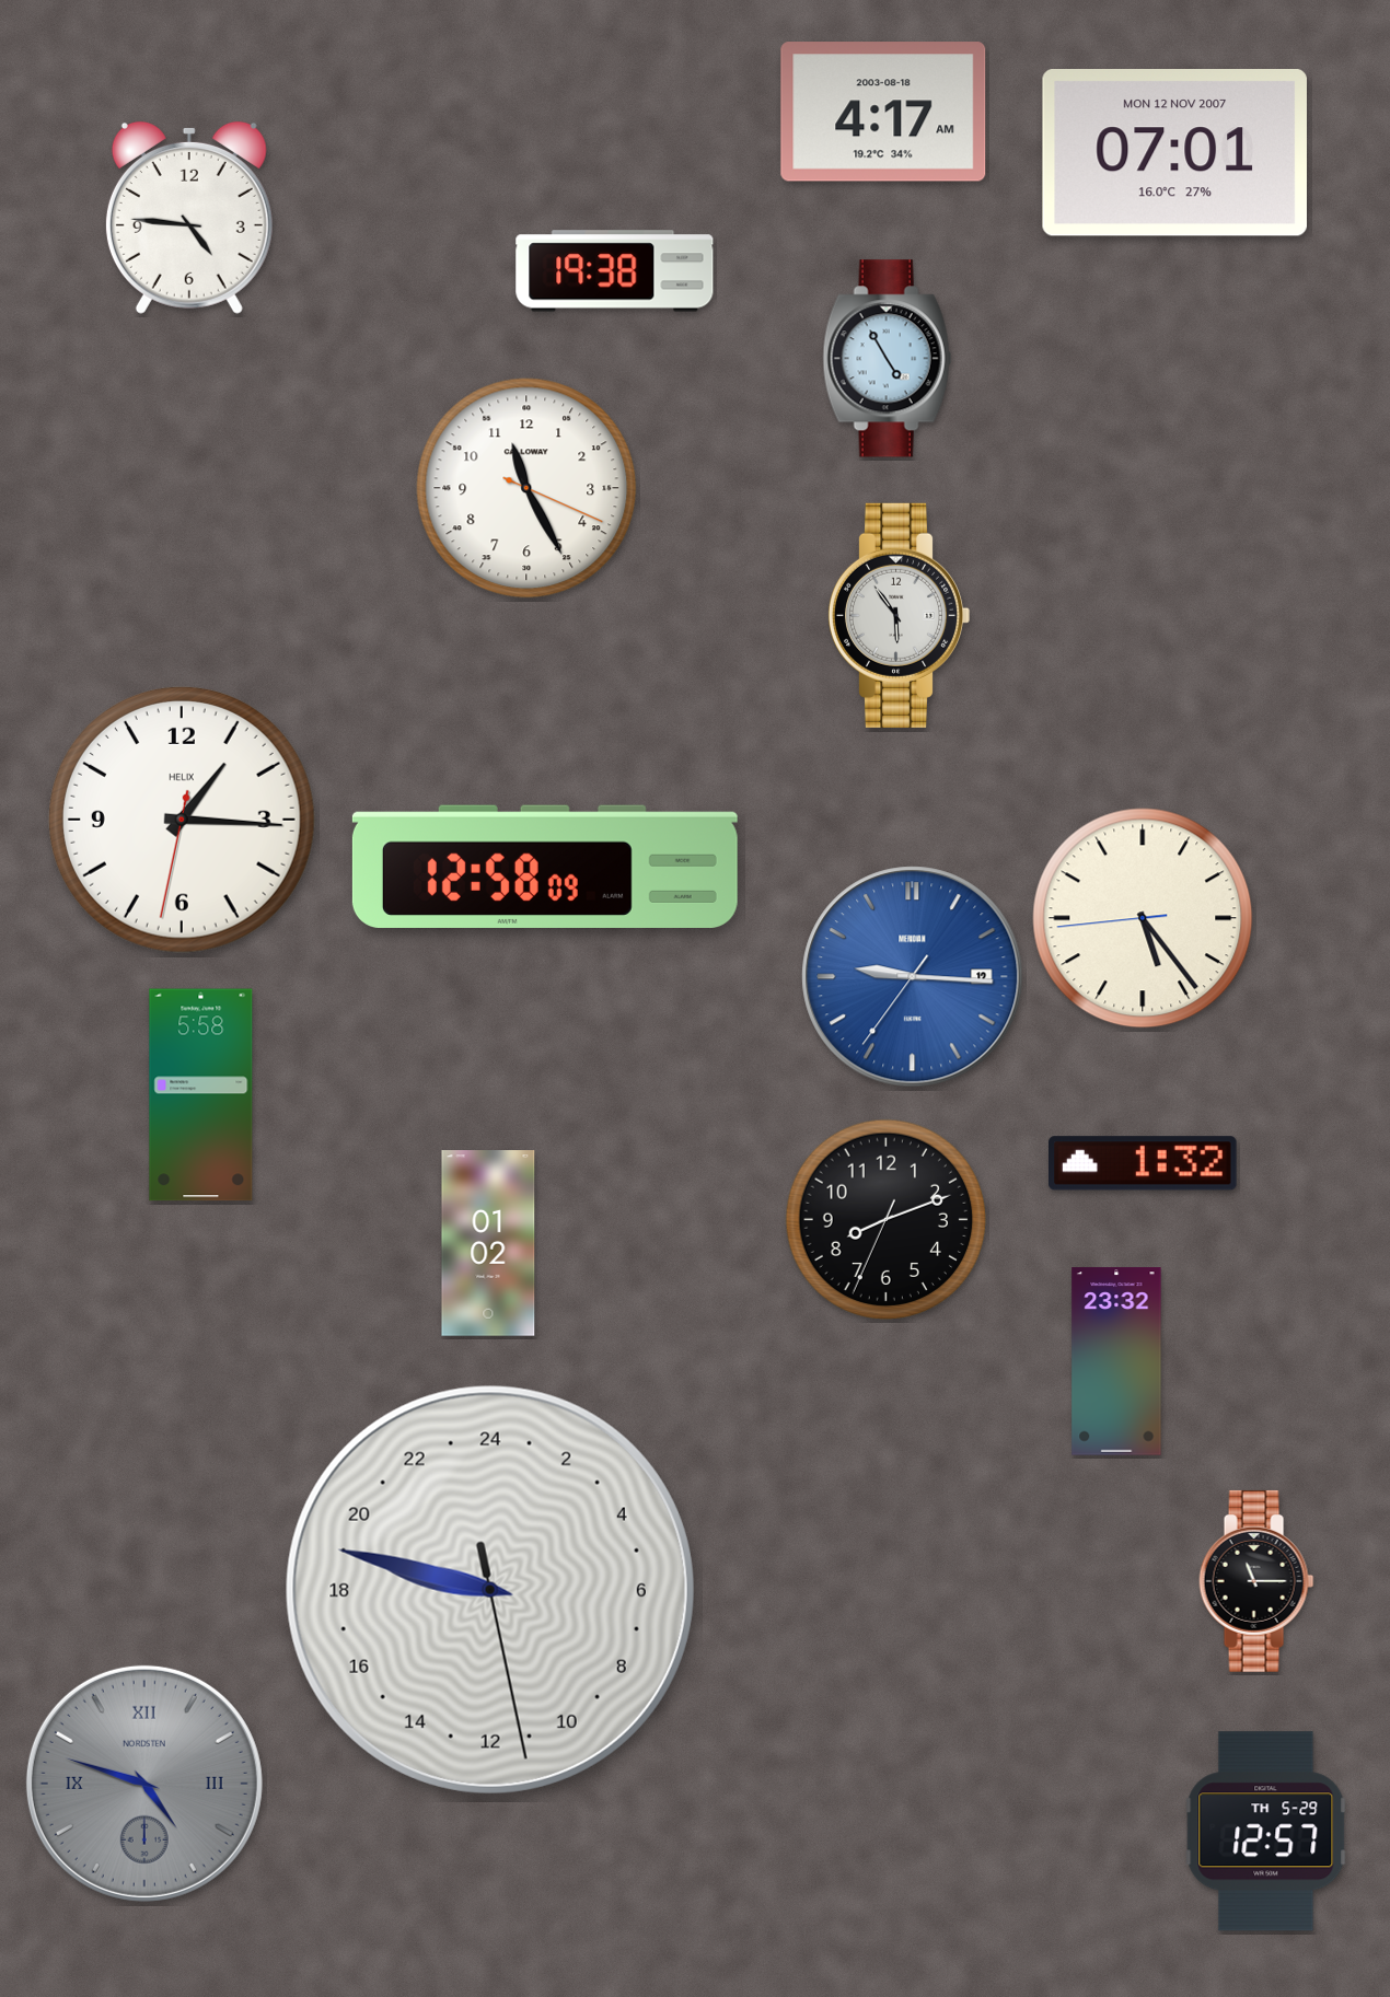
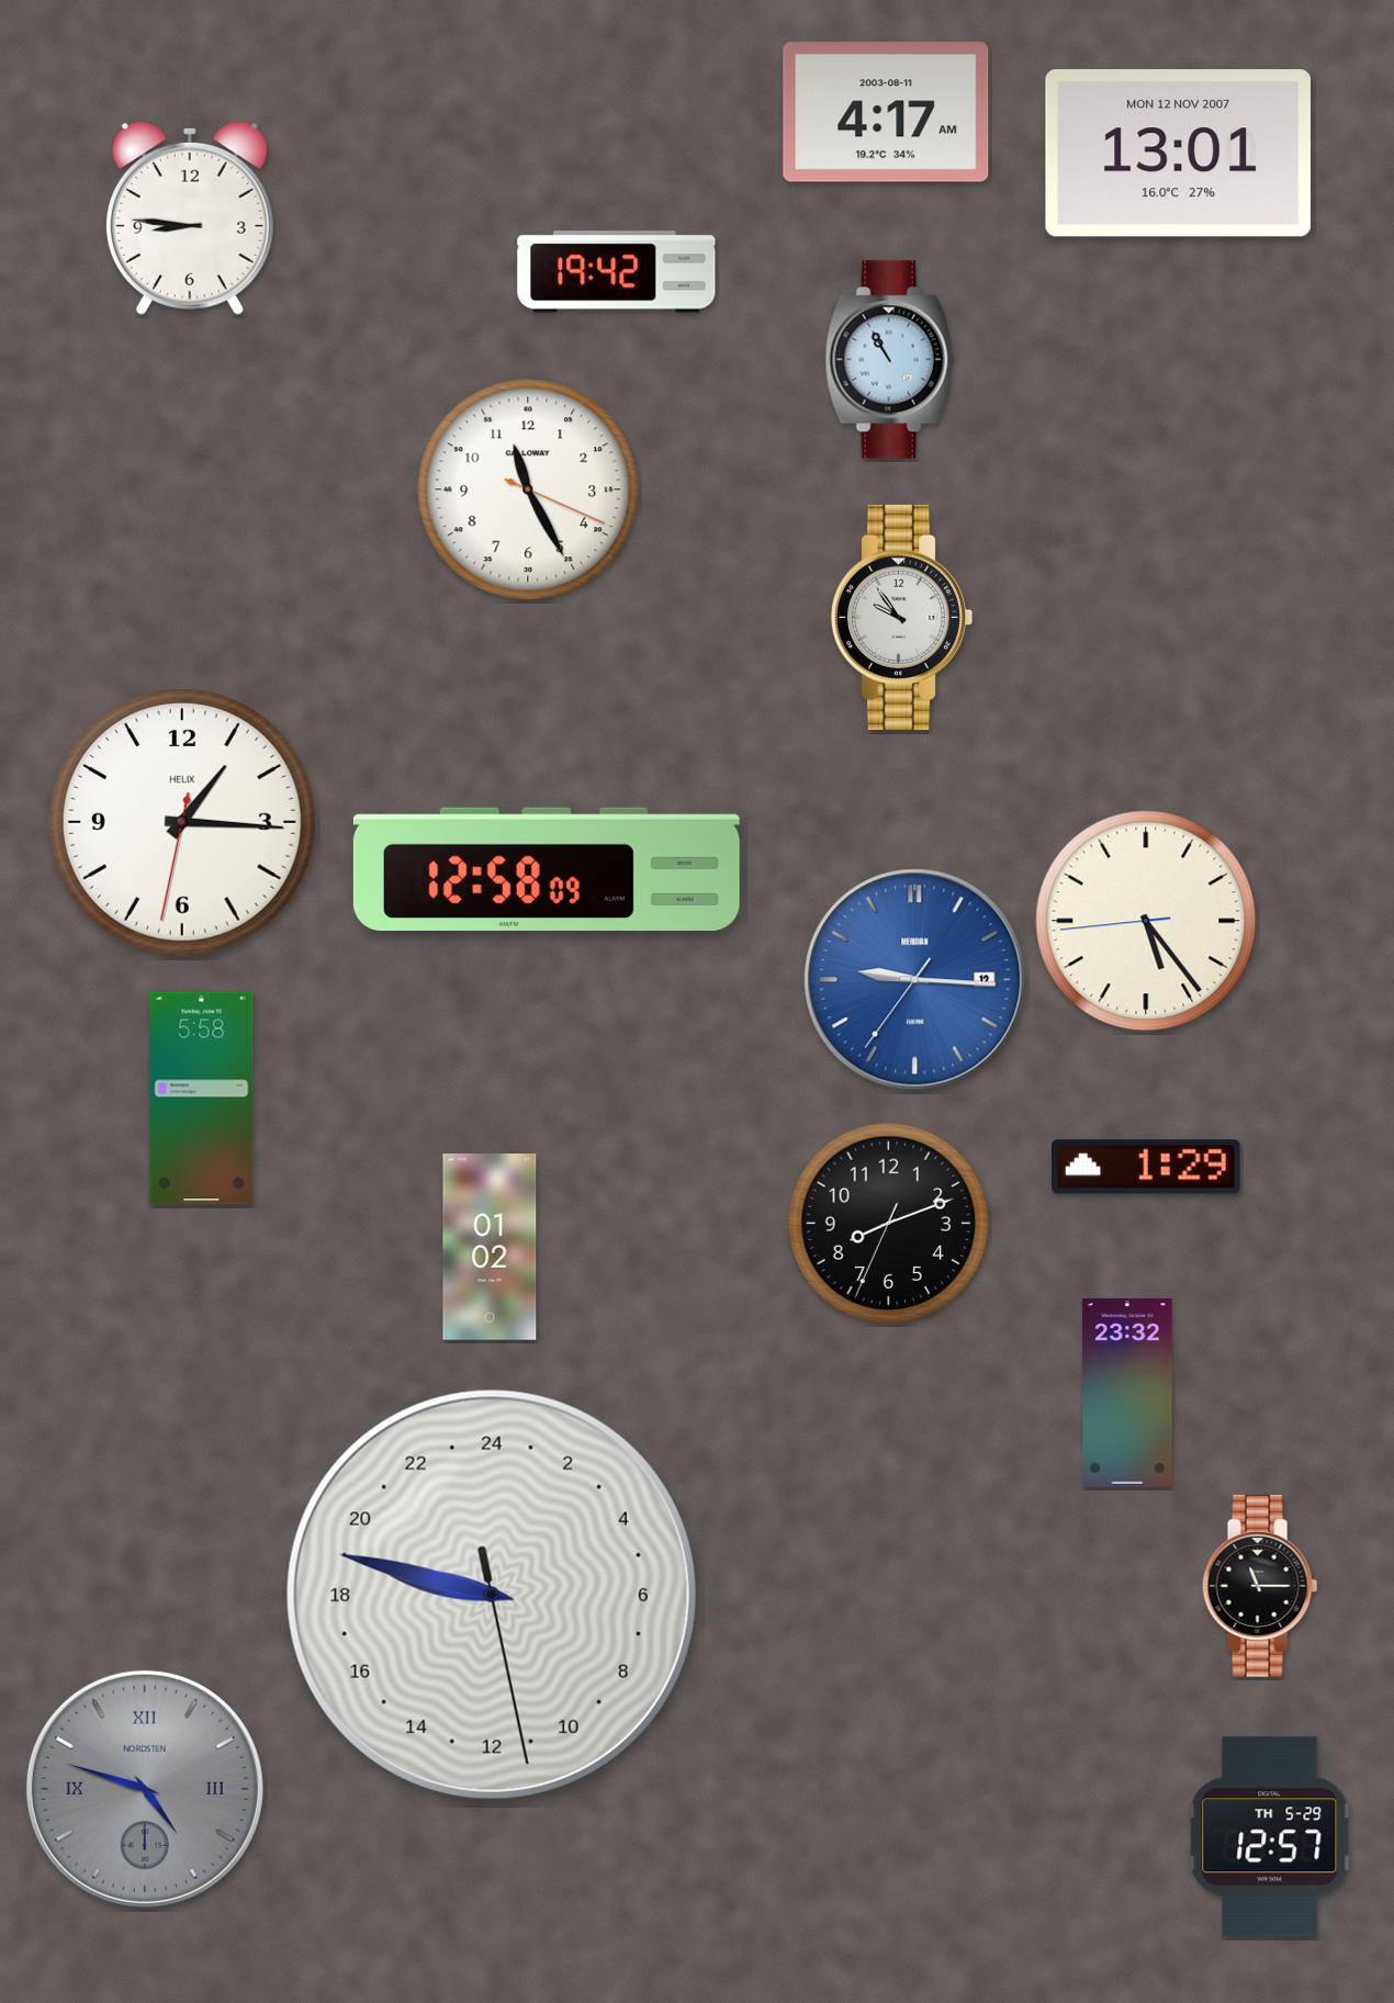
clock at (883, 112) date: 2003-08-18 -> 2003-08-11
clock at (1174, 153): 07:01 -> 13:01
clock at (189, 218): 4:46 -> 8:46
clock at (615, 271): 19:38 -> 19:42
clock at (888, 359): 4:55 -> 10:55
clock at (899, 615): 5:54 -> 9:54
clock at (1144, 1163): 1:32 -> 1:29
clock at (1116, 1361) position: (1116, 1361) -> (1127, 1393)
